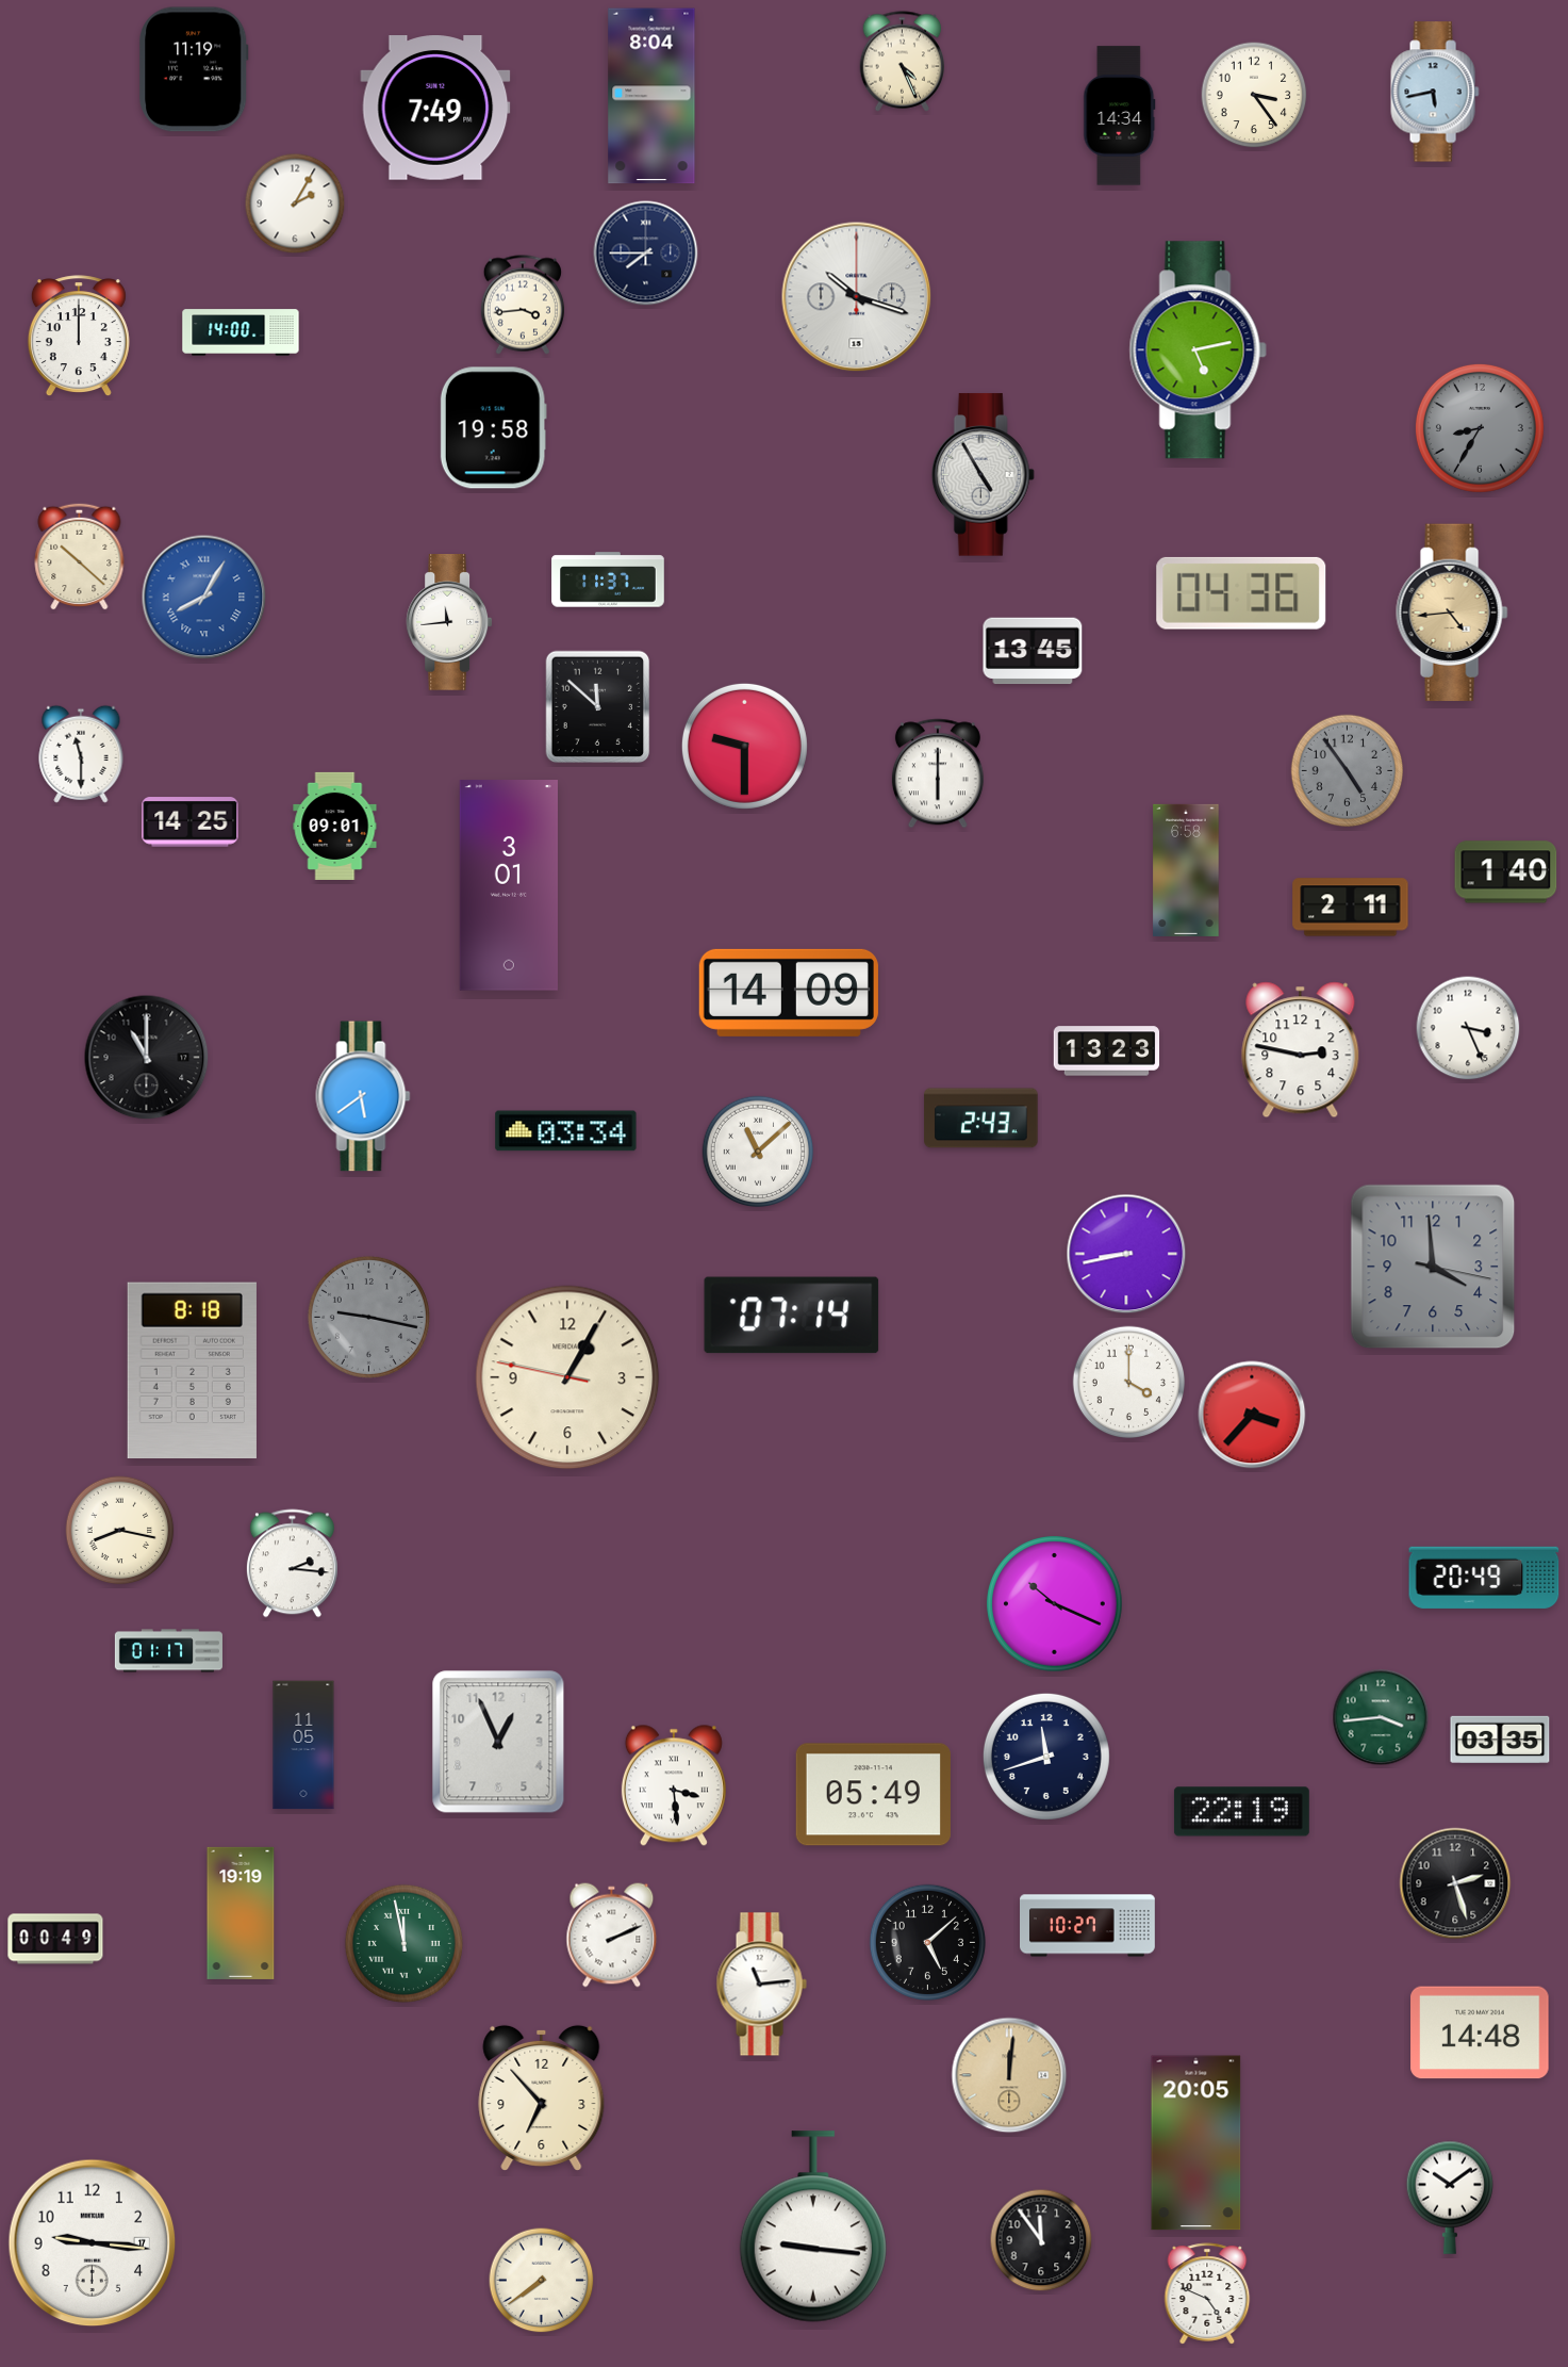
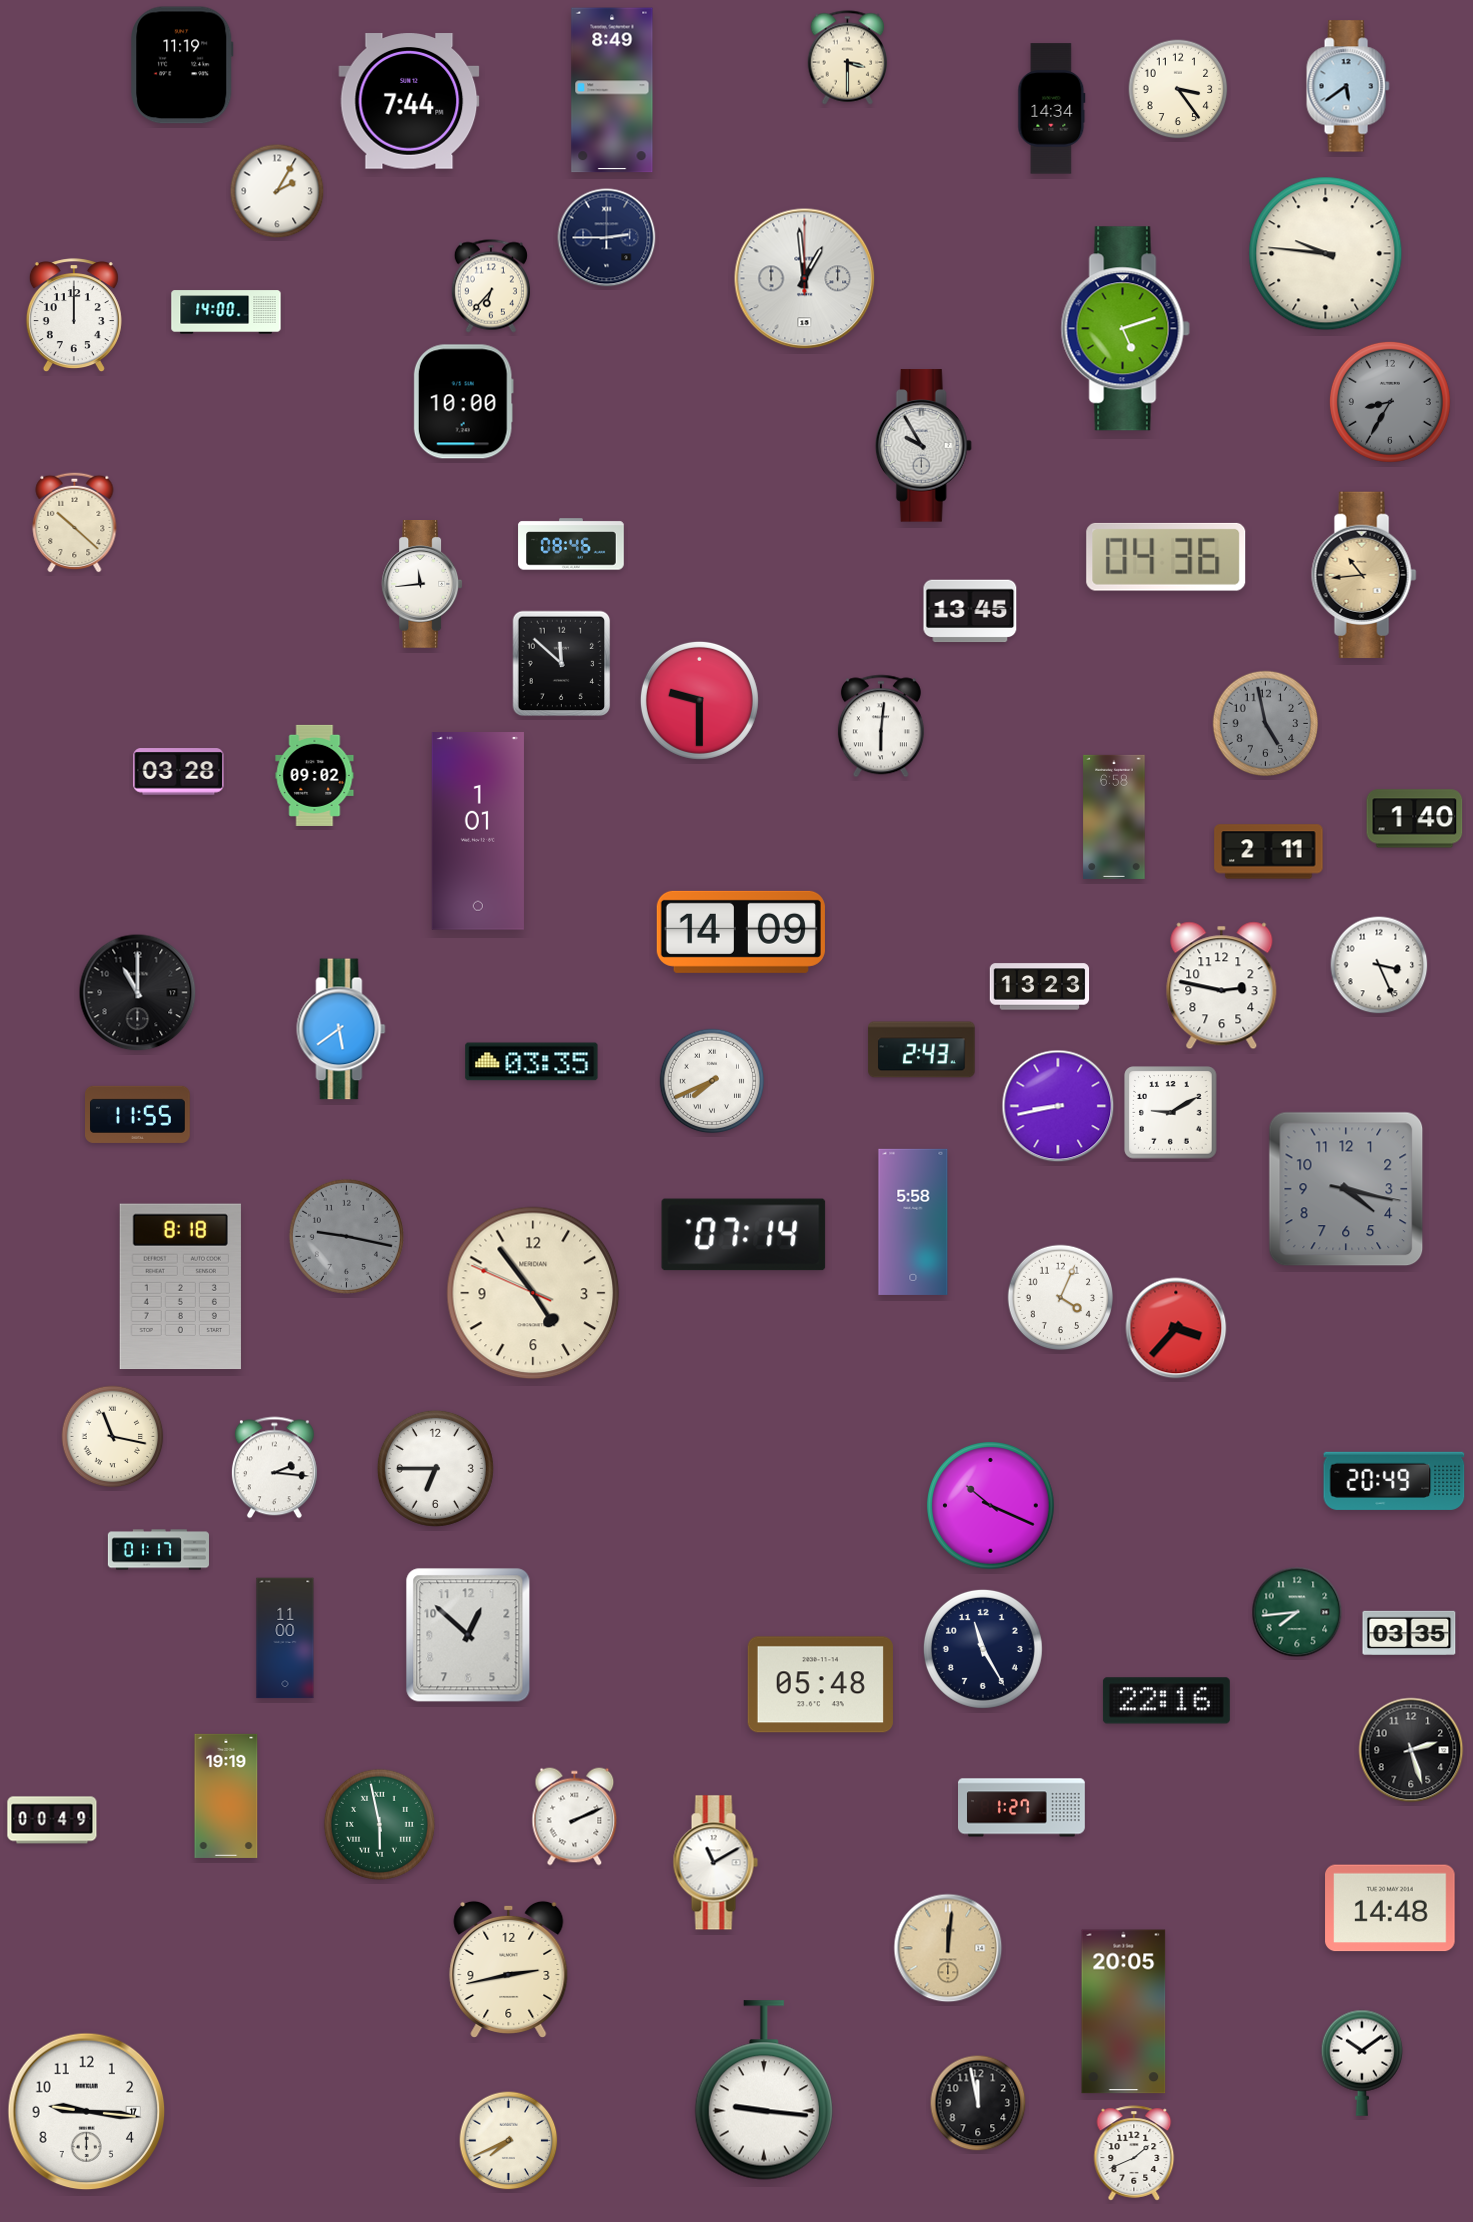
clock at (903, 62): 4:26 -> 3:30
clock at (1435, 92): 5:43 -> 5:39
clock at (651, 96): 8:04 -> 8:49
clock at (435, 108): 7:49 -> 7:44
clock at (646, 254): 7:45 -> 2:45
clock at (1326, 254): none -> 9:46
clock at (857, 297): 10:18 -> 12:59
clock at (523, 305): 3:44 -> 6:37
clock at (1198, 350): 5:13 -> 5:12
clock at (493, 428): 19:58 -> 10:00
clock at (983, 475): 4:55 -> 9:55
clock at (608, 579): 11:37 -> 08:46
clock at (204, 598): 8:05 -> none
clock at (1452, 613): 4:44 -> 10:44
clock at (81, 754): 11:30 -> none
clock at (1348, 771): 4:54 -> 4:58
clock at (938, 773): 6:00 -> 6:01
clock at (191, 822): 14:25 -> 03:28
clock at (335, 826): 09:01 -> 09:02
clock at (509, 885): 3:01 -> 1:01
clock at (566, 1131): 03:34 -> 03:35
clock at (758, 1152): 11:08 -> 7:41
clock at (1171, 1113): none -> 9:10
clock at (138, 1114): none -> 11:55
clock at (1126, 1254) position: (1126, 1254) -> (1058, 1106)
clock at (1433, 1267): 3:59 -> 4:17
clock at (913, 1222): none -> 5:58
clock at (567, 1377): 1:04 -> 4:53
clock at (1129, 1383): 4:00 -> 4:04
clock at (120, 1531): 8:17 -> 11:17
clock at (435, 1468): none -> 6:45
clock at (1381, 1717): 3:44 -> 7:44
clock at (498, 1742): 12:56 -> 12:52
clock at (303, 1745): 11:05 -> 11:00
clock at (1046, 1757): 11:42 -> 11:25
clock at (674, 1785): 3:29 -> none
clock at (873, 1795): 05:49 -> 05:48
clock at (1241, 1812): 22:19 -> 22:16
clock at (1455, 1883) position: (1455, 1883) -> (1411, 1750)
clock at (1088, 1926): 10:27 -> 1:27
clock at (927, 1942): 5:08 -> none
clock at (403, 1943): 11:58 -> 5:58
clock at (761, 1985): 11:14 -> 11:10
clock at (542, 2097): 6:53 -> 2:43
clock at (1041, 2240): 11:54 -> 11:58
clock at (93, 2243) position: (93, 2243) -> (87, 2112)
clock at (542, 2281): 7:39 -> 7:41
clock at (1207, 2293): 4:49 -> 1:41
